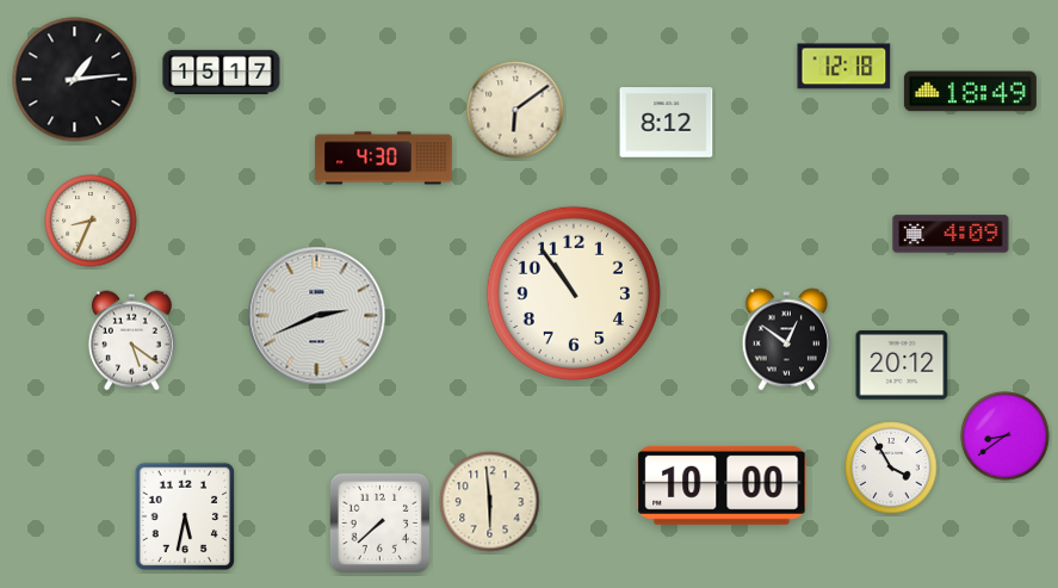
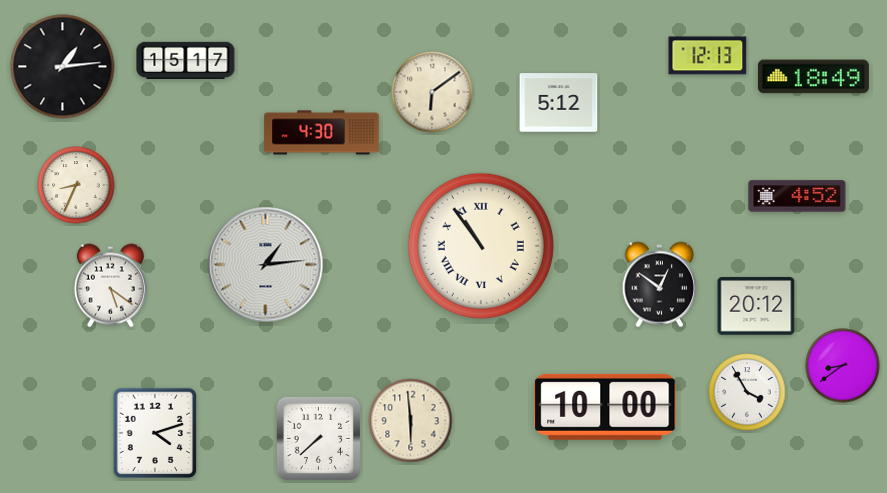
clock at (844, 67): 12:18 -> 12:13
clock at (667, 123): 8:12 -> 5:12
clock at (951, 234): 4:09 -> 4:52
clock at (574, 293) numerals: Arabic -> Roman
clock at (317, 316): 2:41 -> 1:14
clock at (185, 516): 5:32 -> 4:12
